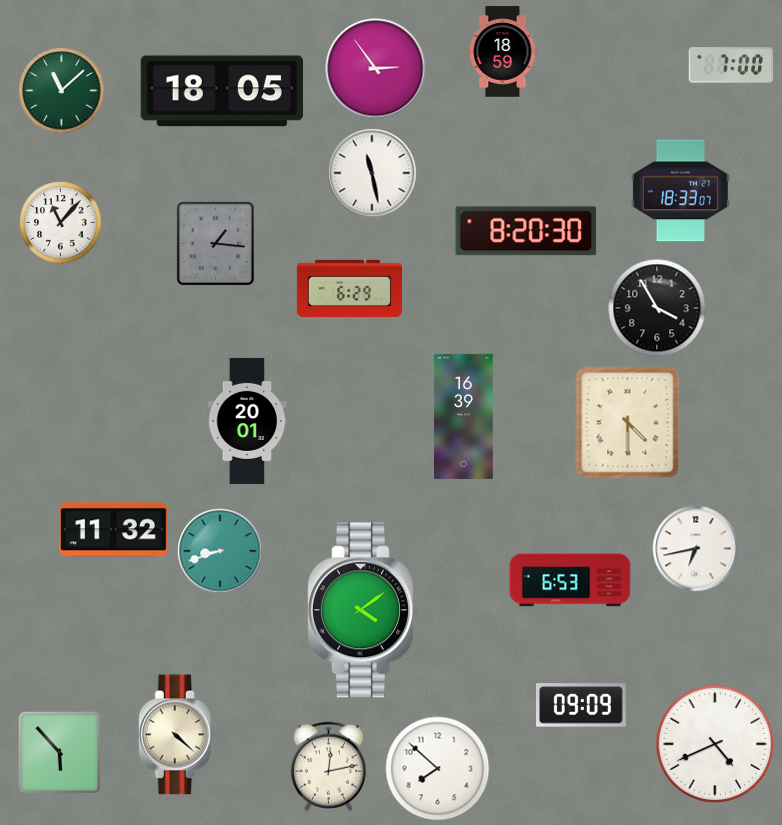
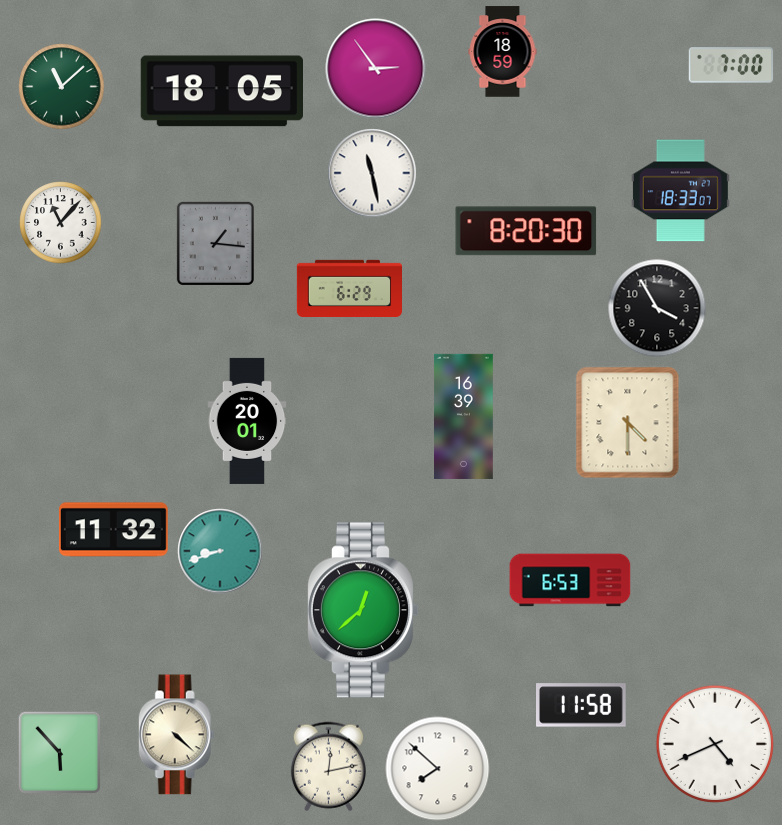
clock at (62, 91) position: (62, 91) -> (62, 87)
clock at (696, 549): 6:43 -> none
clock at (362, 610): 4:09 -> 12:38
clock at (582, 705): 09:09 -> 11:58
